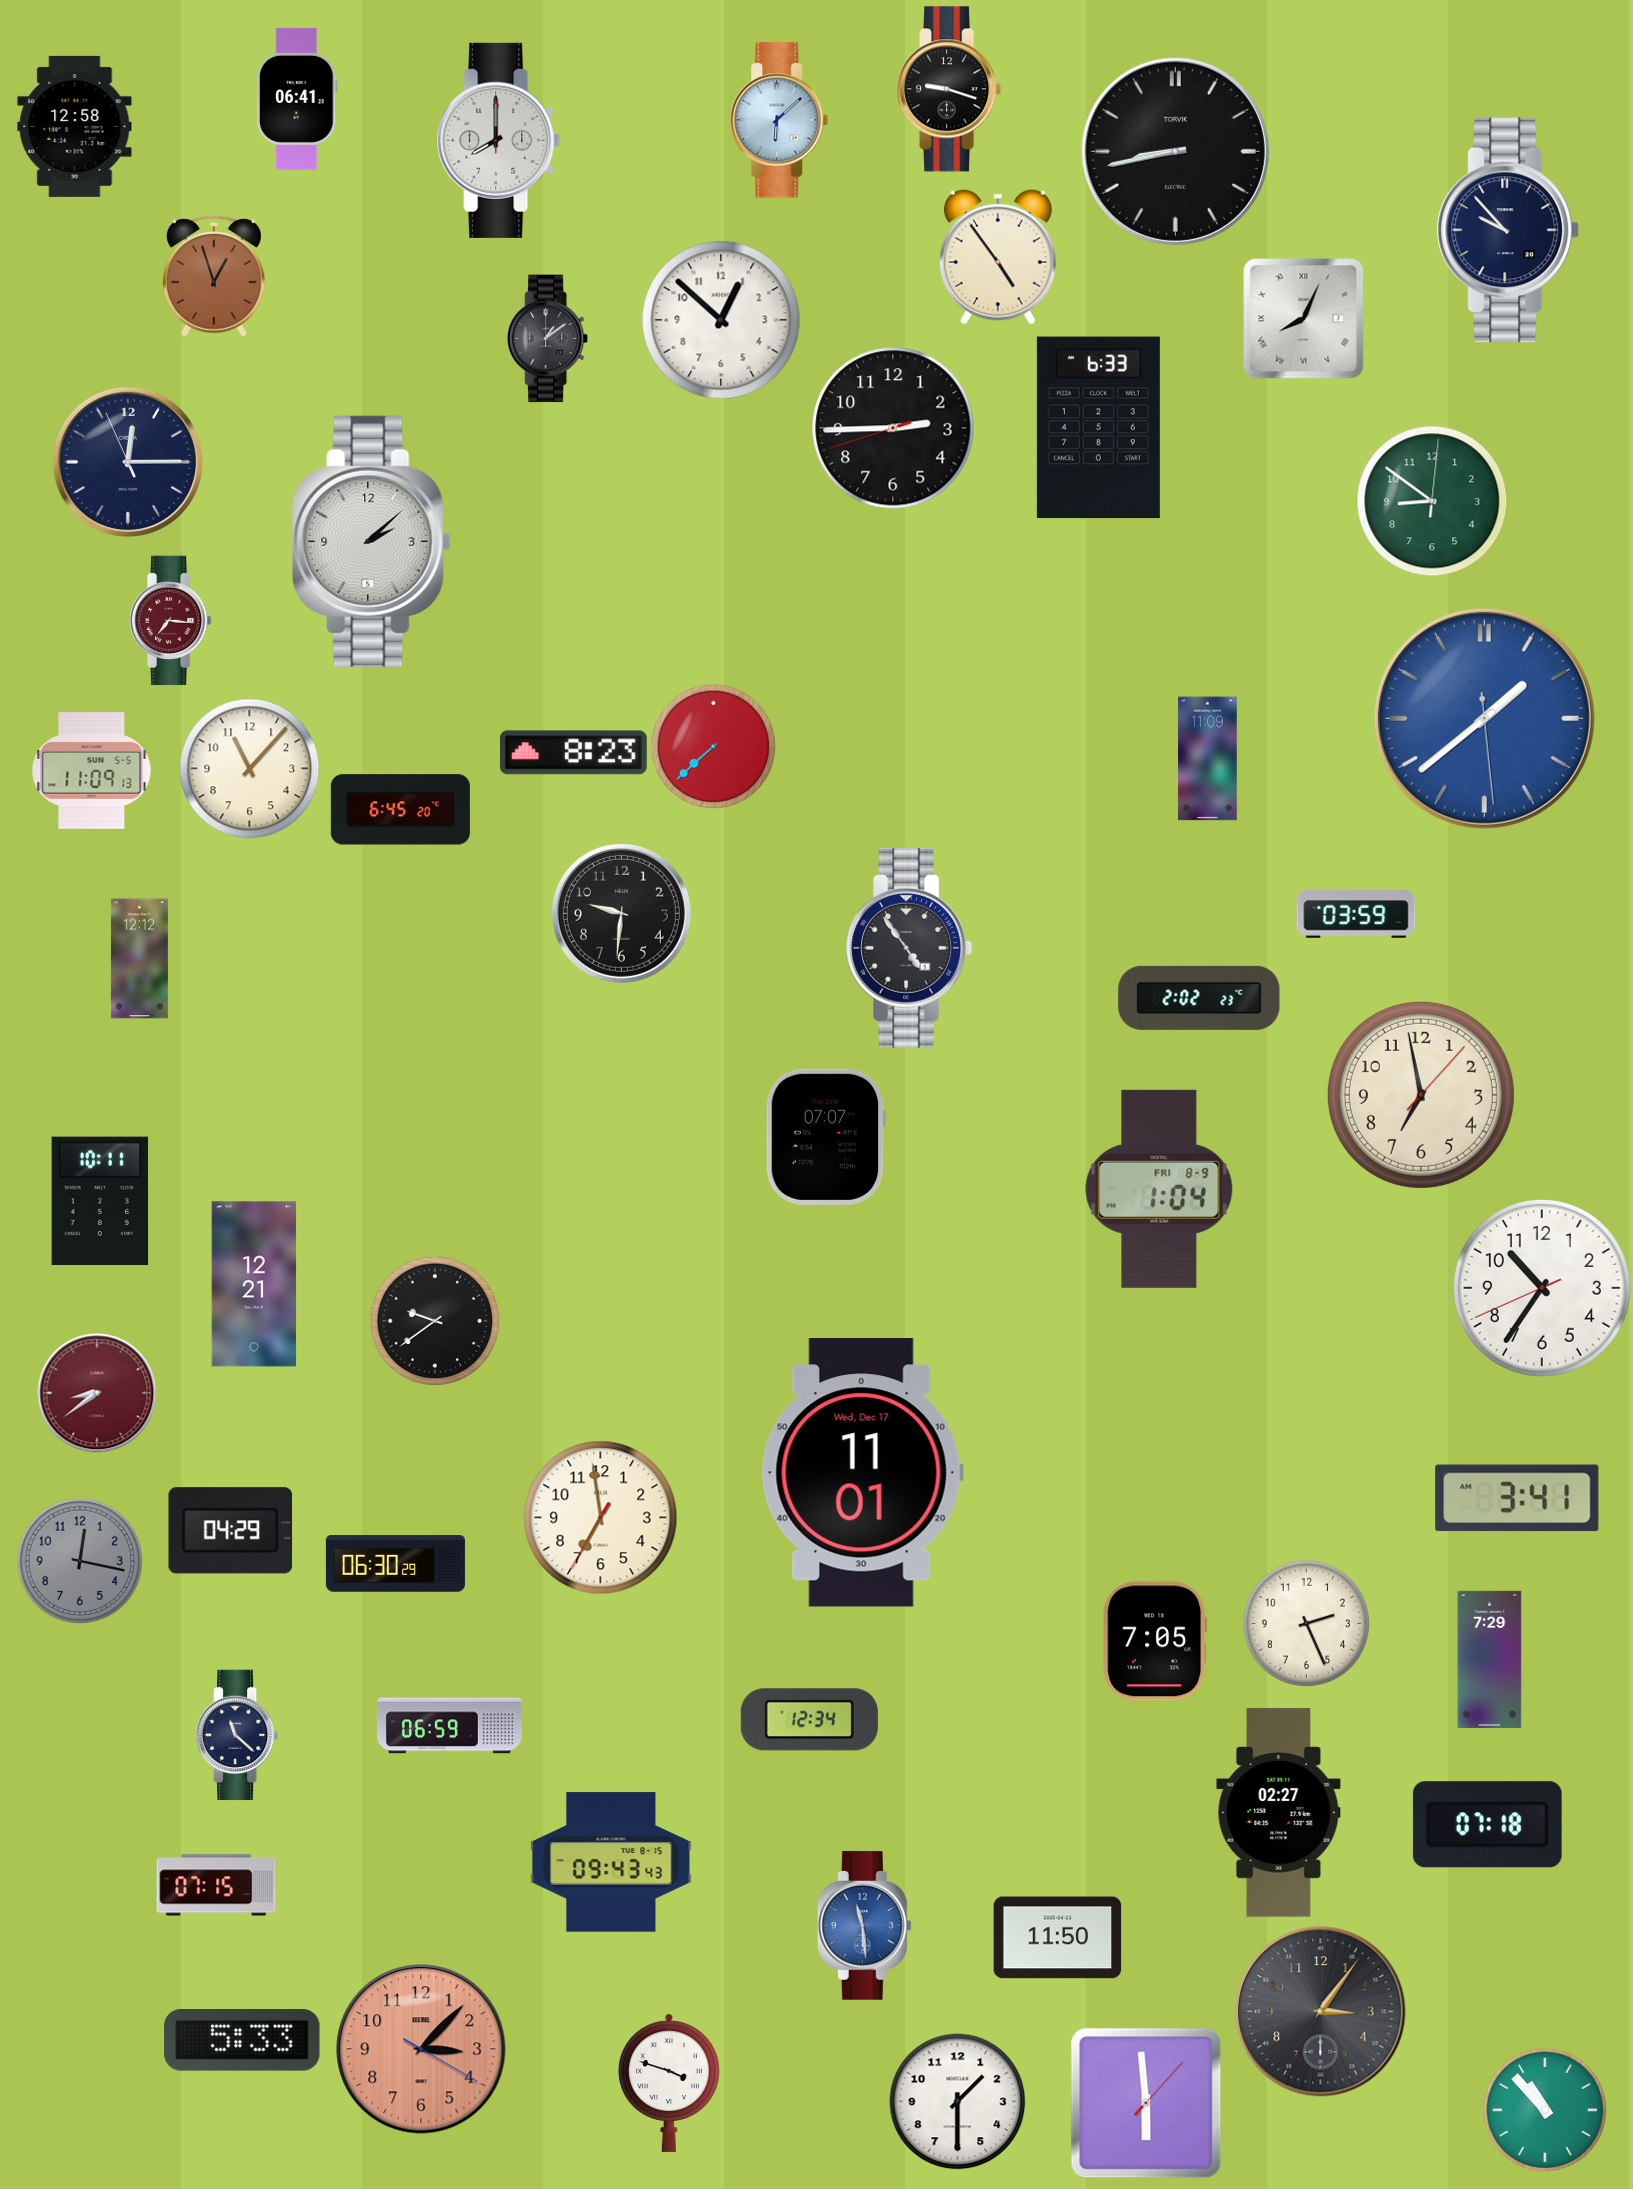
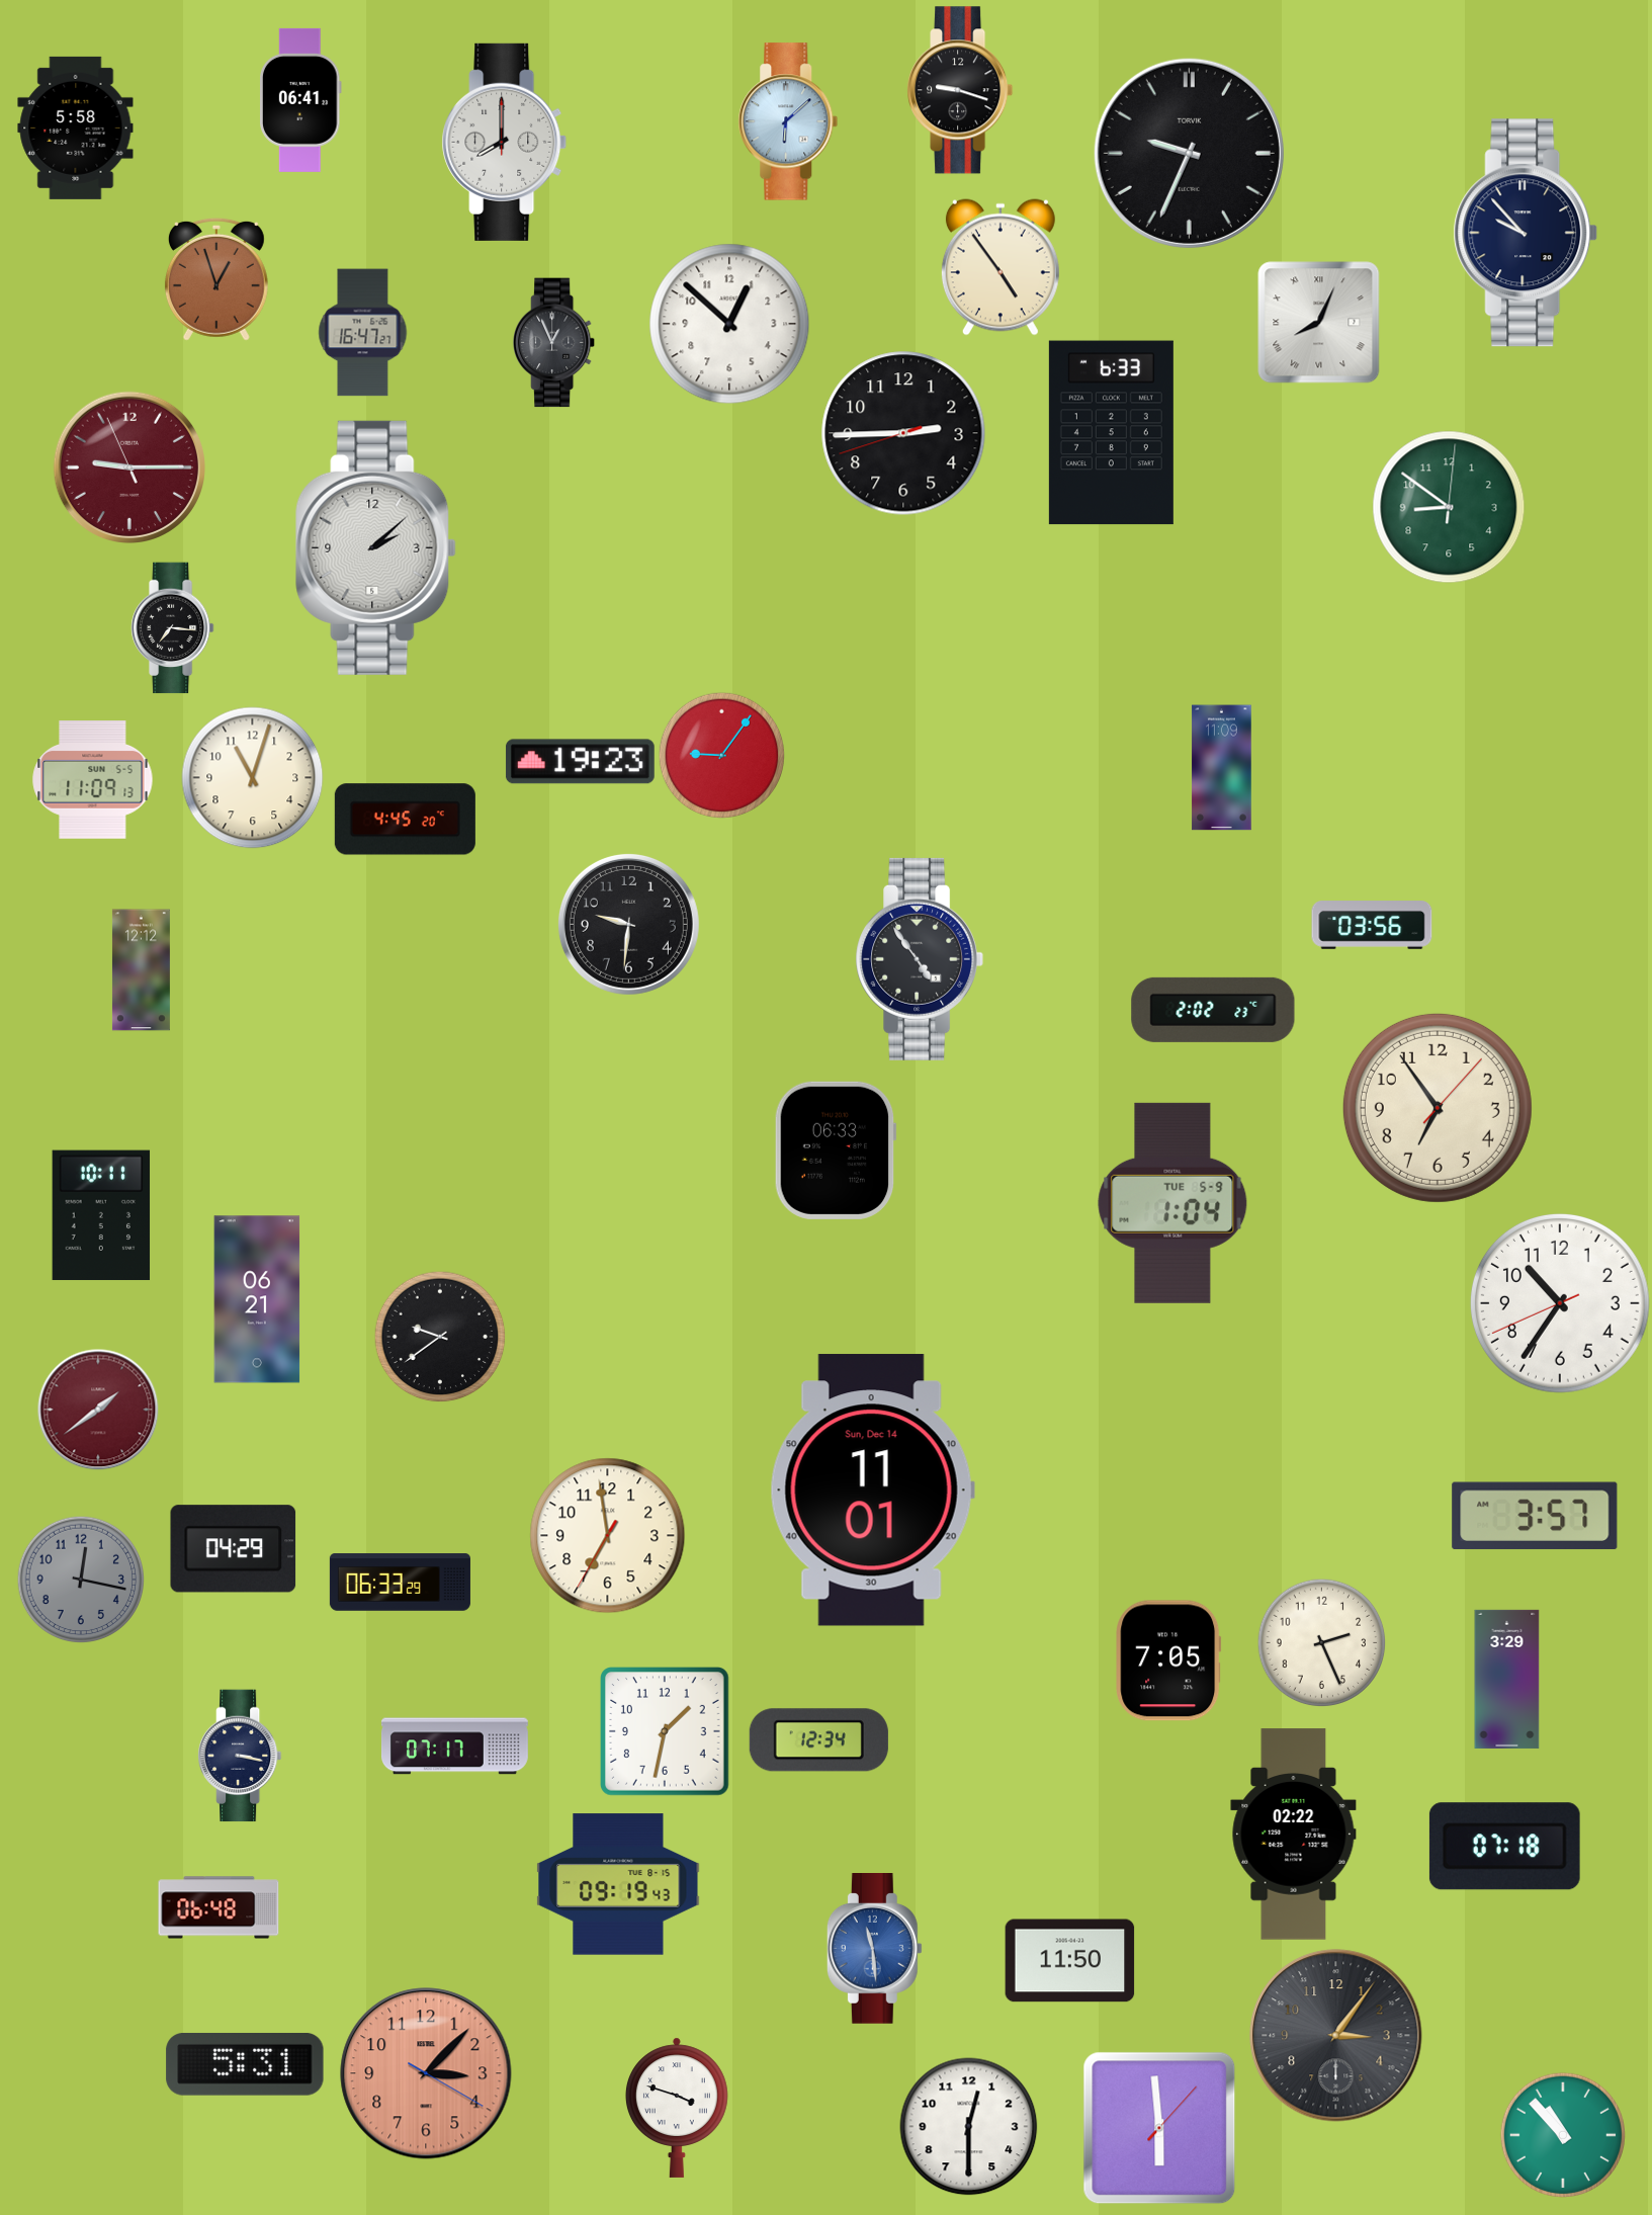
clock at (75, 126): 12:58 -> 5:58
clock at (1175, 151): 8:43 -> 9:34
clock at (998, 257) position: (998, 257) -> (1001, 267)
clock at (363, 333): none -> 16:47
clock at (549, 339): 1:09 -> 12:56
clock at (127, 461): 12:14 -> 9:14
clock at (127, 461) dial: navy -> burgundy
clock at (170, 621) dial: burgundy -> black
clock at (1484, 718): 1:38 -> none
clock at (713, 746): 7:38 -> 9:06
clock at (573, 753): 8:23 -> 19:23
clock at (250, 769): 11:07 -> 11:03
clock at (400, 810): 6:45 -> 4:45
clock at (1356, 914): 03:59 -> 03:56
clock at (1421, 1095): 6:58 -> 6:54
clock at (826, 1137): 07:07 -> 06:33
clock at (1159, 1189) date: FRI 8-9 -> TUE 5-9
clock at (254, 1284): 12:21 -> 06:21
clock at (97, 1393): 8:39 -> 1:39
clock at (862, 1473) date: Wed, Dec 17 -> Sun, Dec 14
clock at (1517, 1498): 3:41 -> 3:57
clock at (395, 1564): 06:30 -> 06:33
clock at (1490, 1659): 7:29 -> 3:29
clock at (666, 1732): none -> 1:32
clock at (449, 1726): 06:59 -> 07:17
clock at (237, 1735): 11:22 -> 3:17
clock at (1279, 1813): 02:27 -> 02:22
clock at (611, 1862): 09:43 -> 09:19
clock at (216, 1885): 07:15 -> 06:48
clock at (242, 2041): 5:33 -> 5:31
clock at (958, 2102): 1:30 -> 12:30
